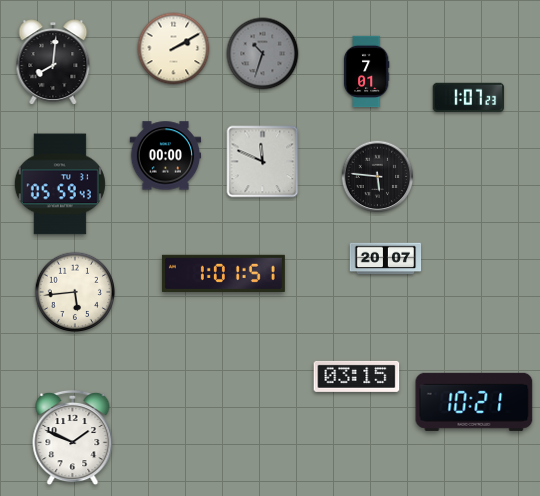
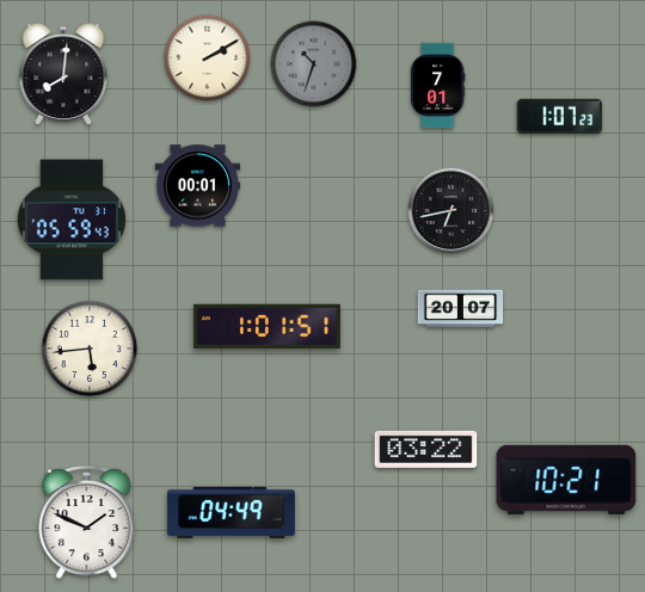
clock at (166, 156): 00:00 -> 00:01
clock at (263, 162): 11:49 -> none
clock at (378, 177): 5:46 -> 6:43
clock at (357, 376): 03:15 -> 03:22
clock at (231, 512): none -> 04:49
